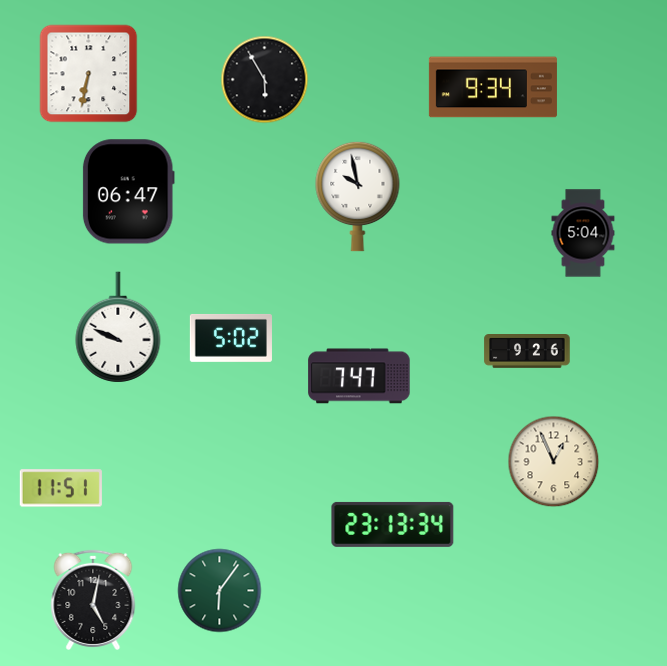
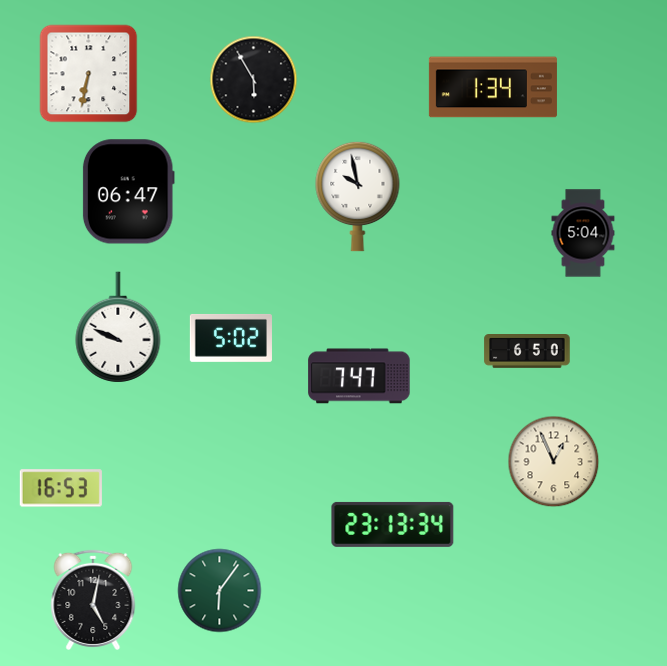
clock at (265, 80) position: (265, 80) -> (254, 80)
clock at (493, 87): 9:34 -> 1:34
clock at (527, 352): 9:26 -> 6:50
clock at (61, 488): 11:51 -> 16:53
